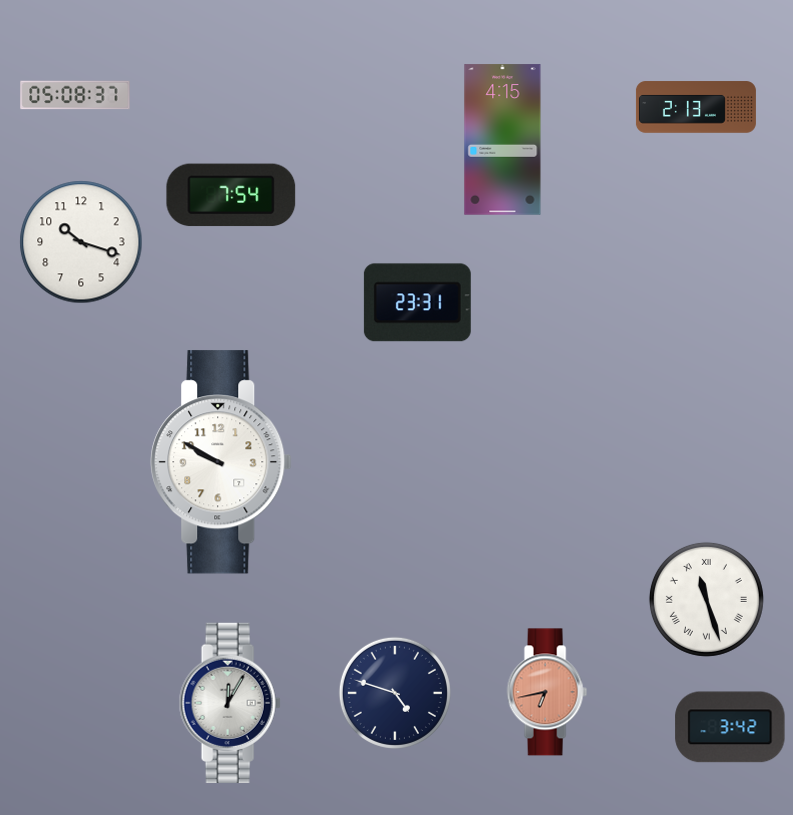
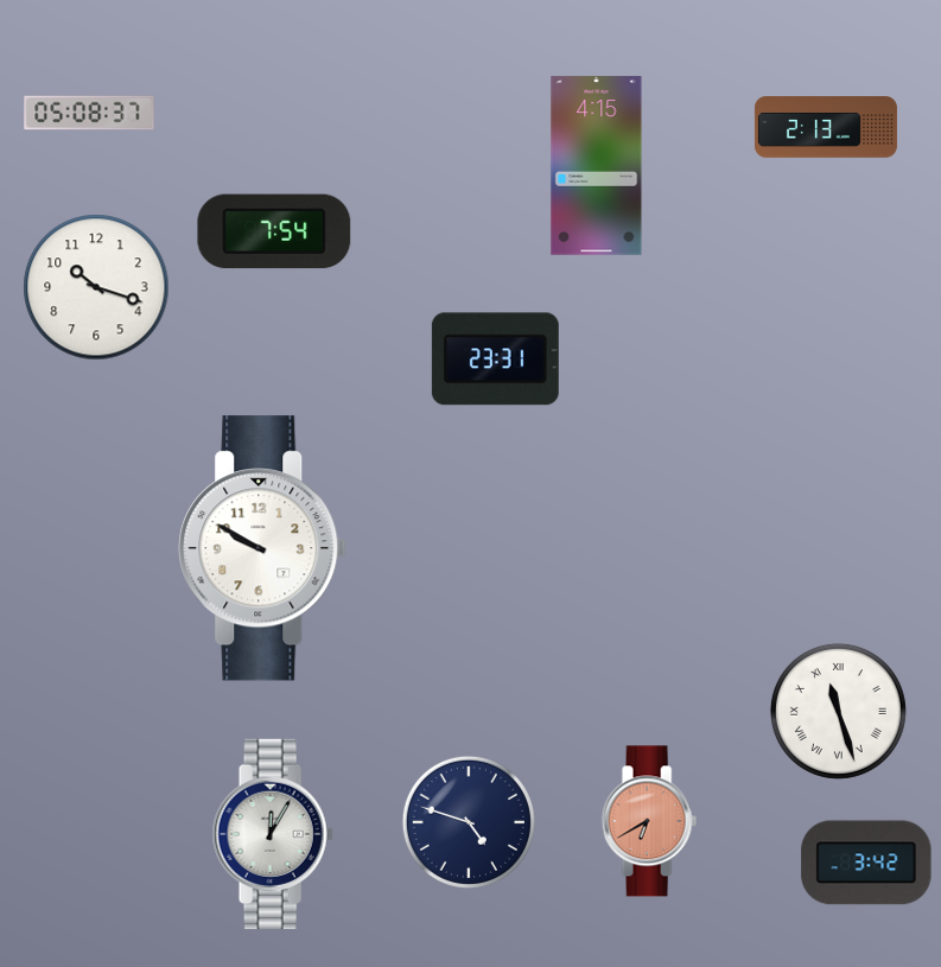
clock at (547, 692): 6:43 -> 6:40
